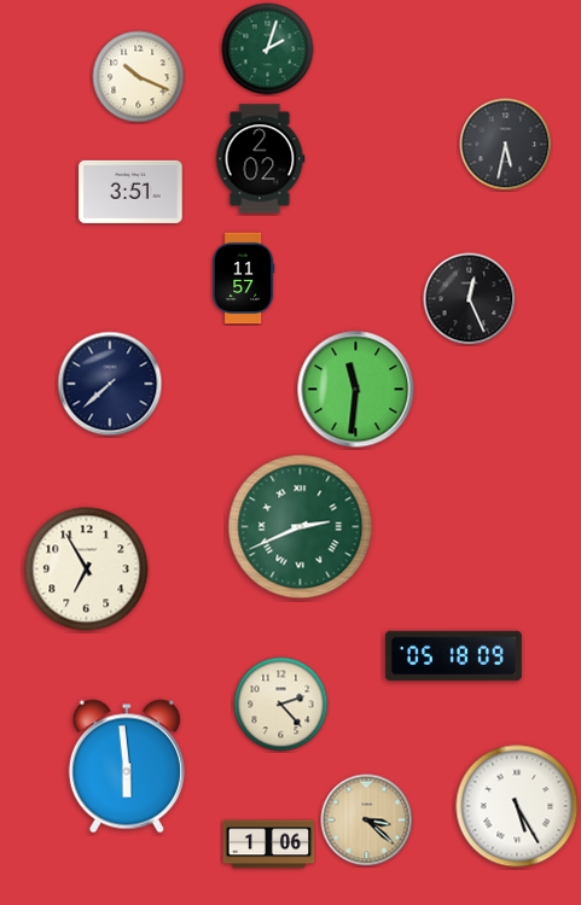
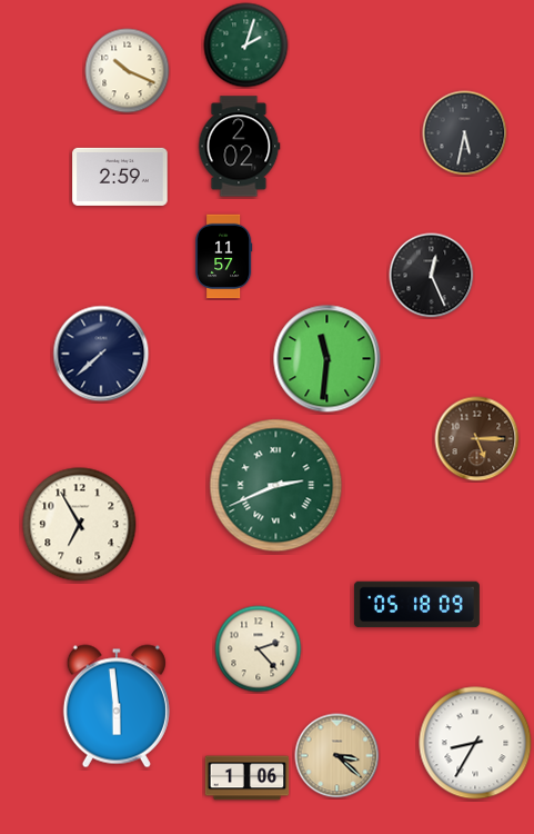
clock at (130, 192): 3:51 -> 2:59
clock at (477, 439): none -> 5:15
clock at (517, 806): 5:25 -> 8:35
